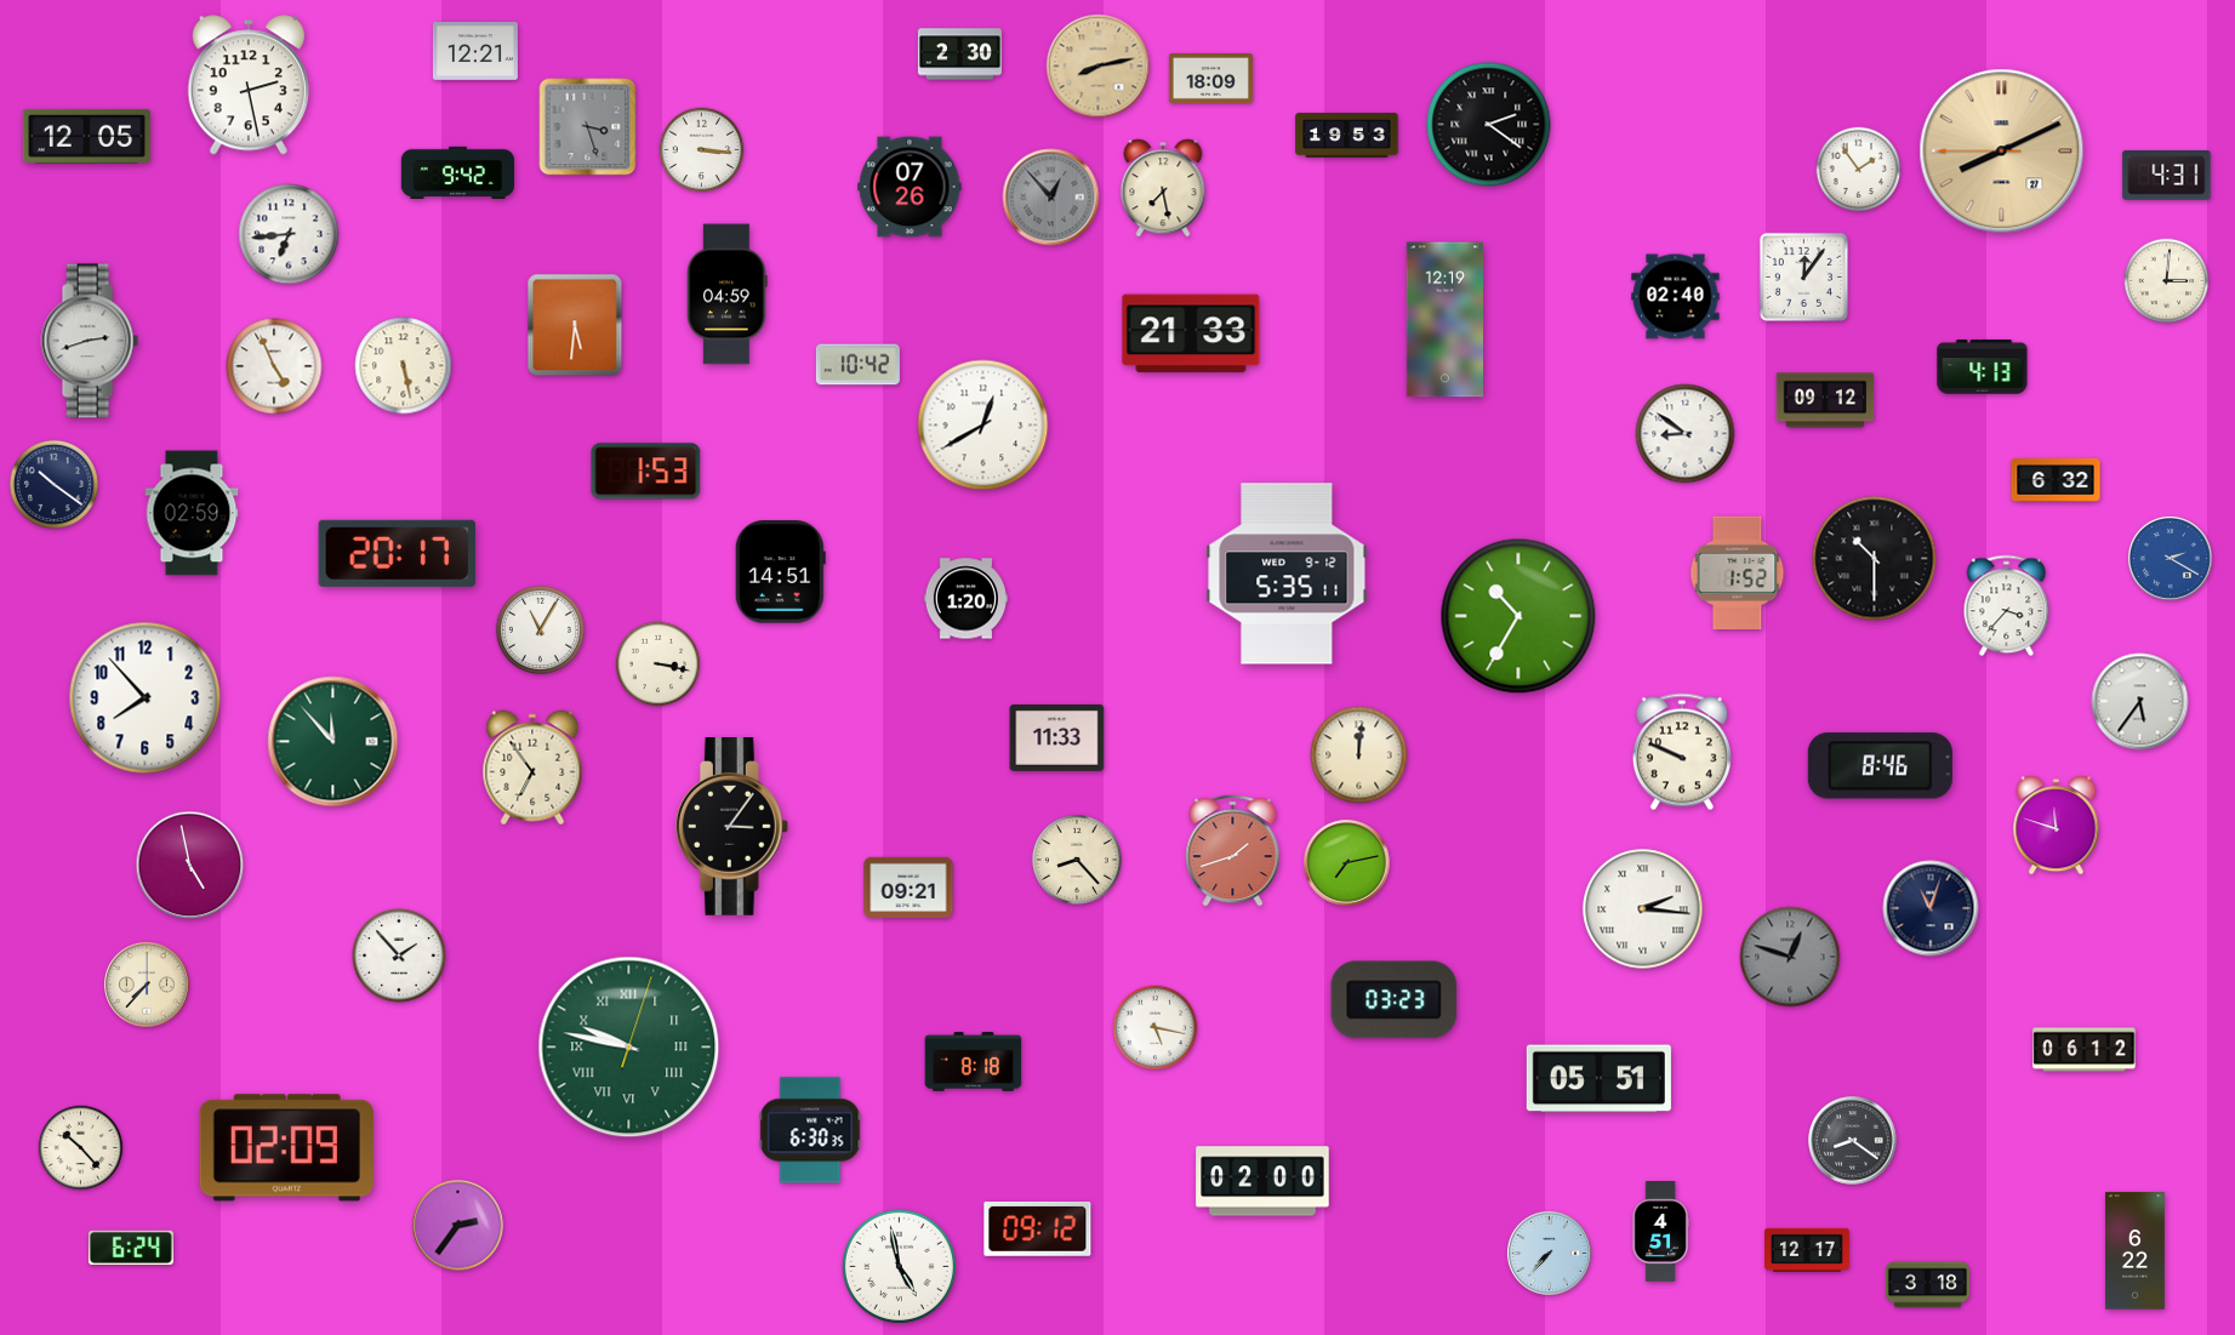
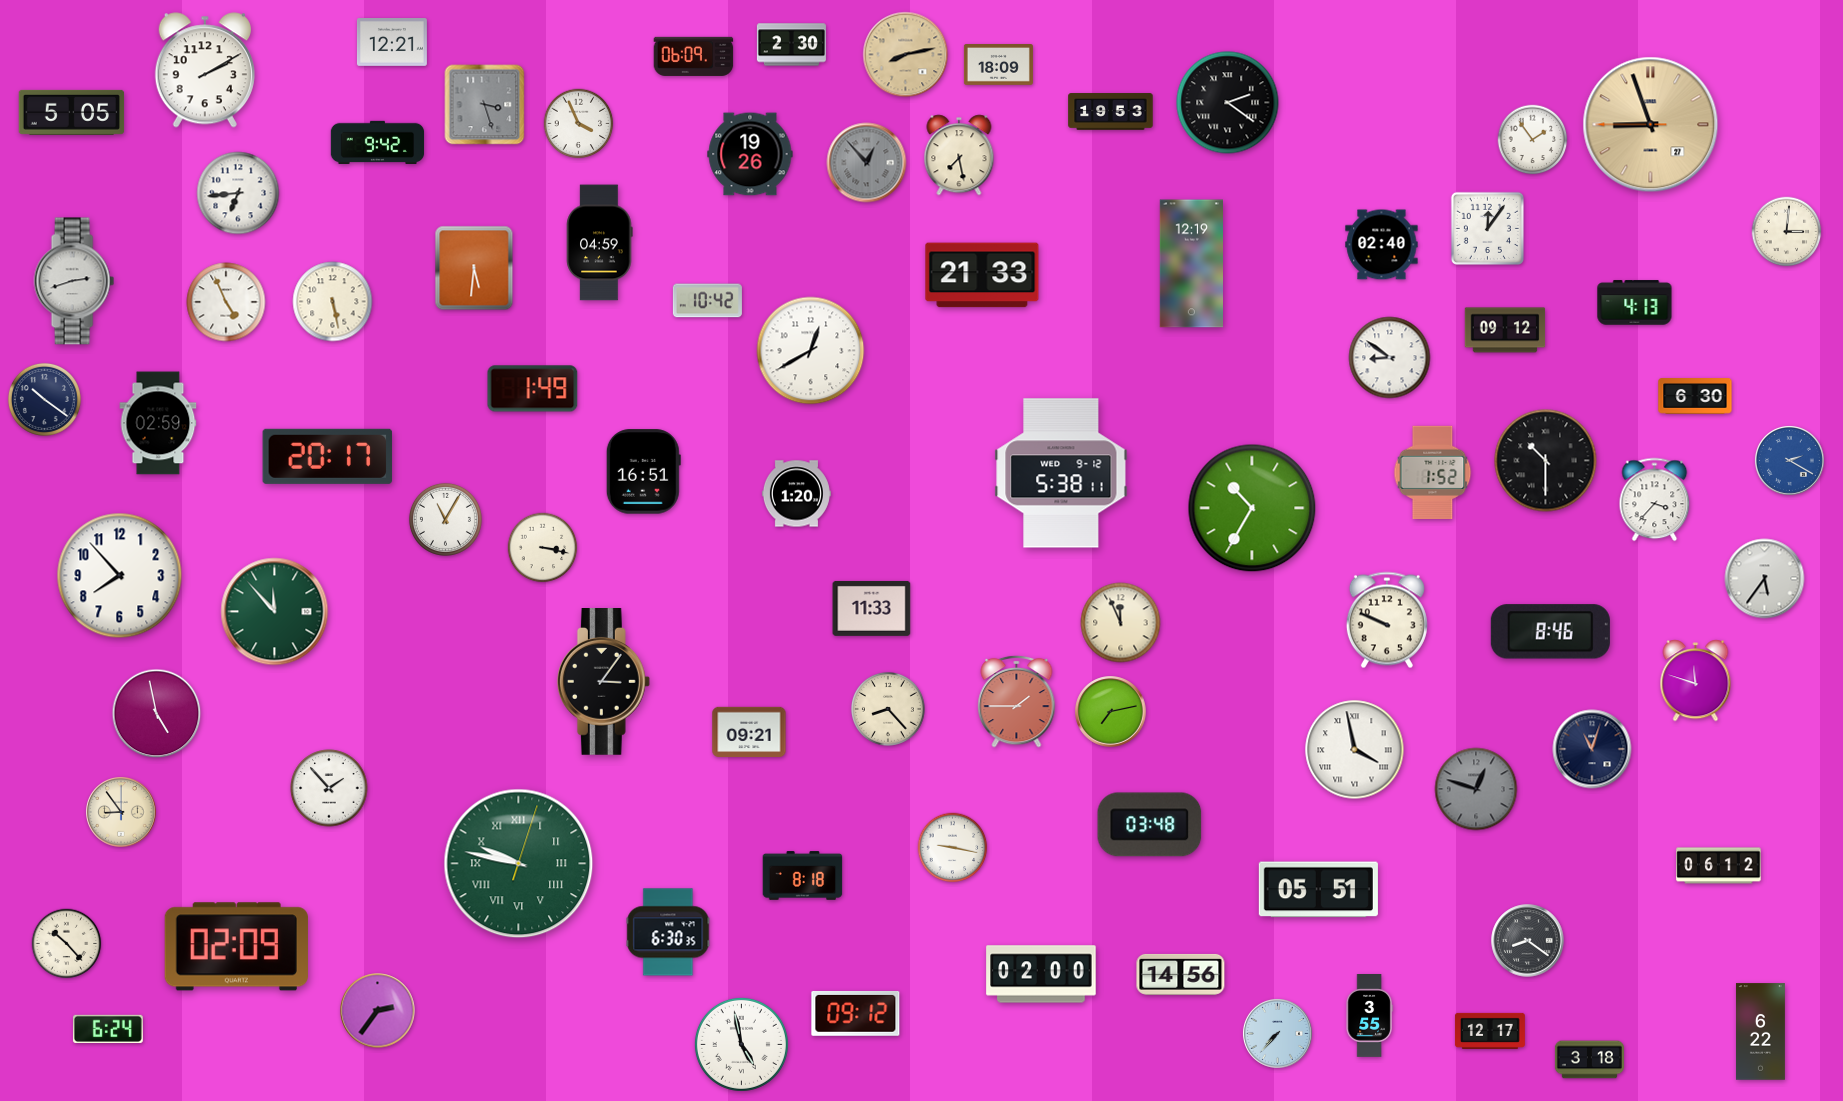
clock at (694, 56): none -> 06:09
clock at (249, 85): 2:28 -> 2:10
clock at (87, 136): 12:05 -> 5:05
clock at (702, 150): 3:16 -> 3:56
clock at (2002, 152): 8:10 -> 8:56
clock at (2167, 176): 4:31 -> none
clock at (910, 187): 07:26 -> 19:26
clock at (646, 472): 1:53 -> 1:49
clock at (2056, 480): 6:32 -> 6:30
clock at (780, 572): 14:51 -> 16:51
clock at (1287, 574): 5:35 -> 5:38
clock at (1359, 755): 12:01 -> 11:56
clock at (532, 768): 6:54 -> none
clock at (1233, 850): 1:42 -> 1:45
clock at (1643, 909): 2:16 -> 3:58
clock at (148, 986): 7:37 -> 8:54
clock at (1395, 1000): 03:23 -> 03:48
clock at (1156, 1028): 5:17 -> 9:17
clock at (81, 1148) position: (81, 1148) -> (67, 944)
clock at (1181, 974): none -> 14:56
clock at (1660, 1232): 4:51 -> 3:55
